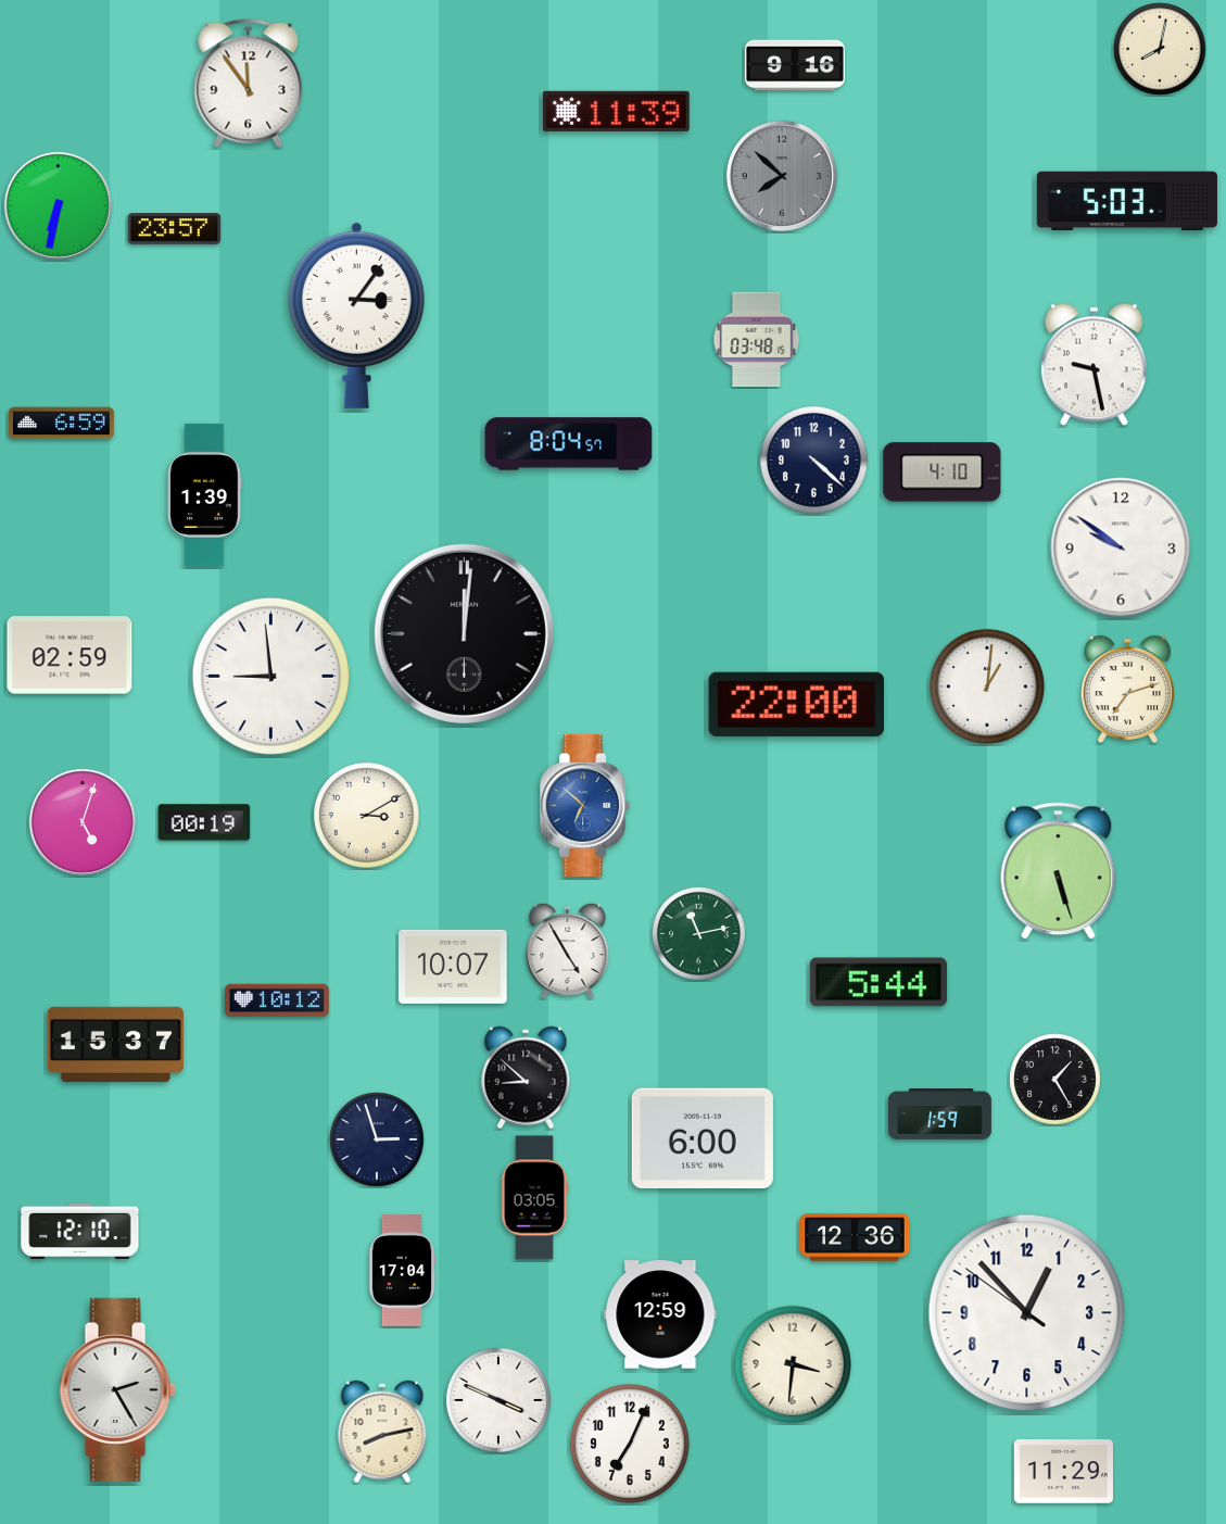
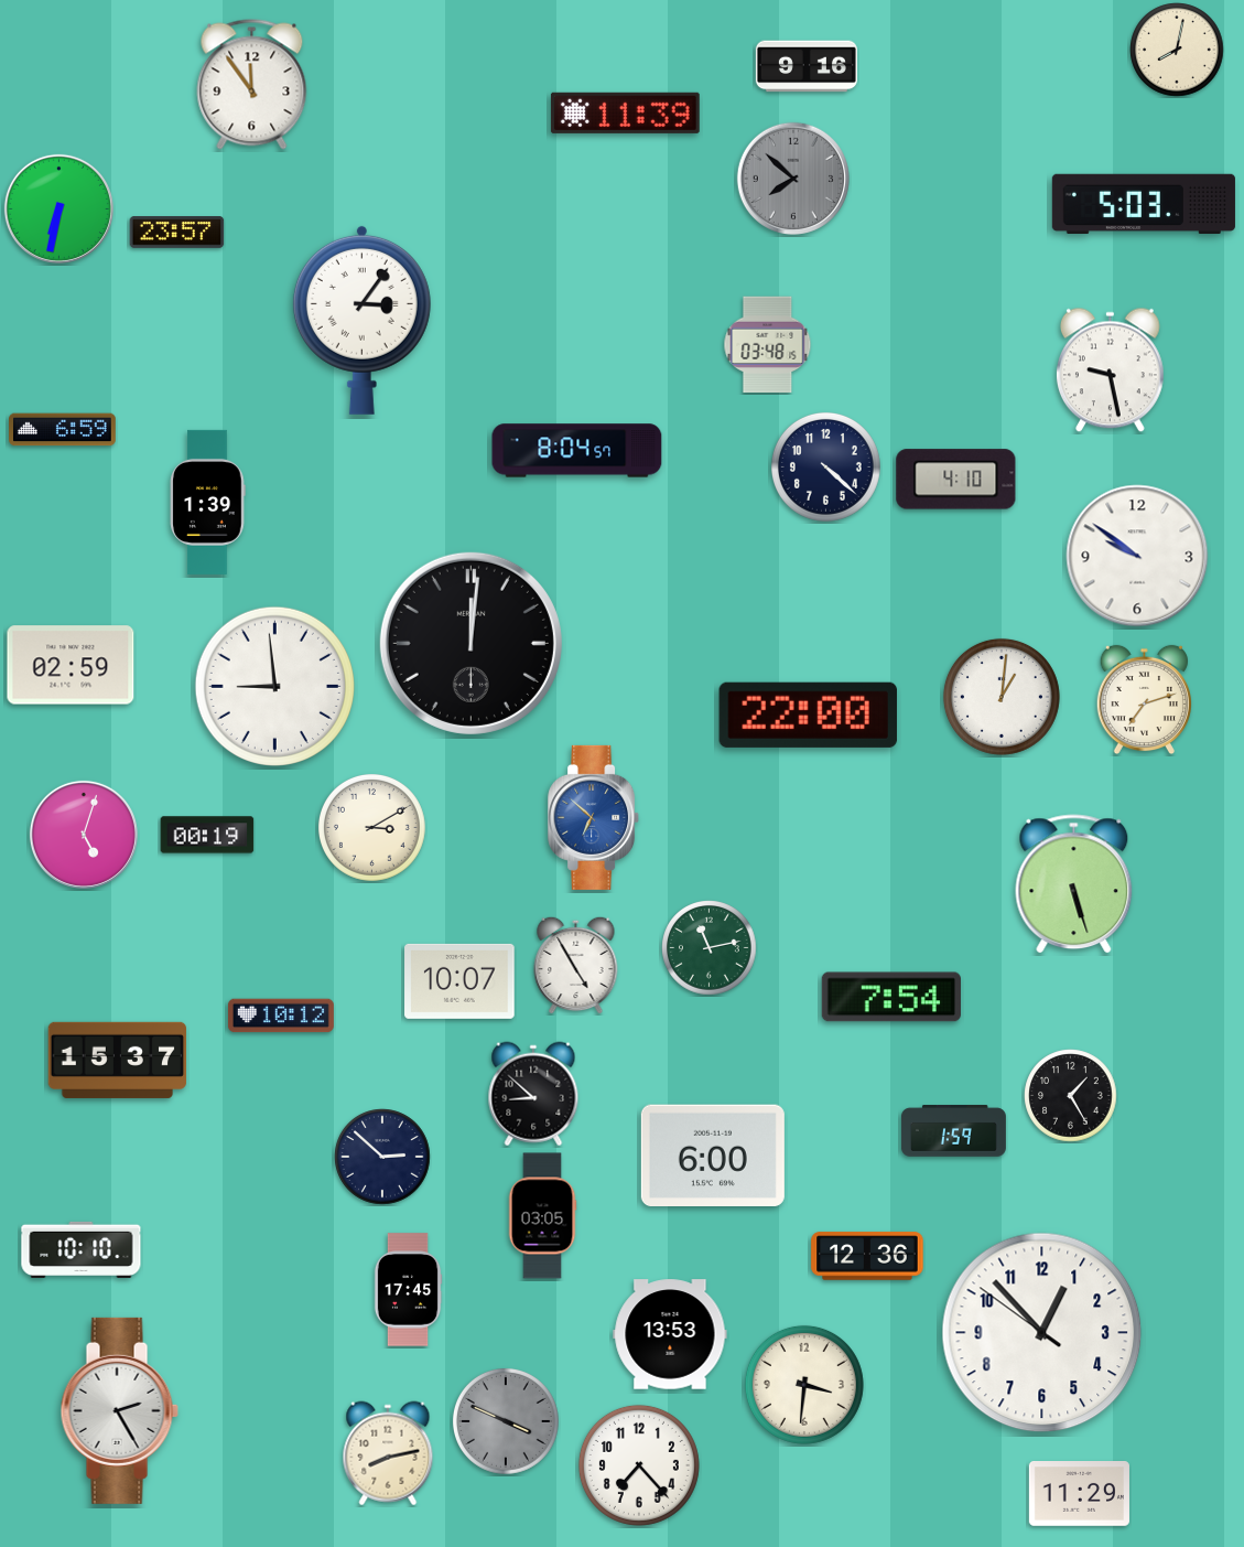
clock at (879, 982): 5:44 -> 7:54
clock at (377, 1139): 2:57 -> 2:52
clock at (80, 1231): 12:10 -> 10:10
clock at (402, 1271): 17:04 -> 17:45
clock at (660, 1314): 12:59 -> 13:53
clock at (498, 1400) dial: white -> grey
clock at (630, 1444): 7:04 -> 7:23
